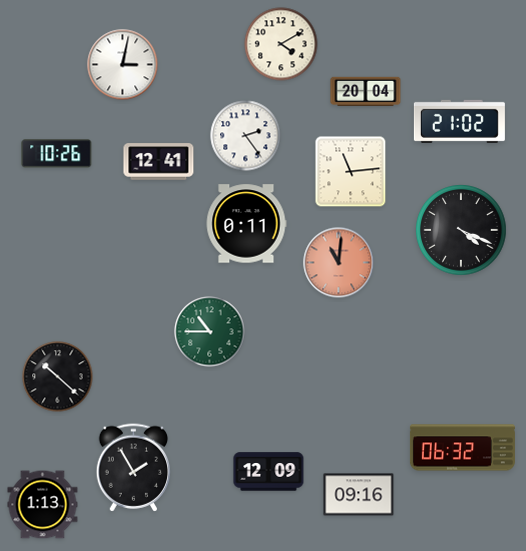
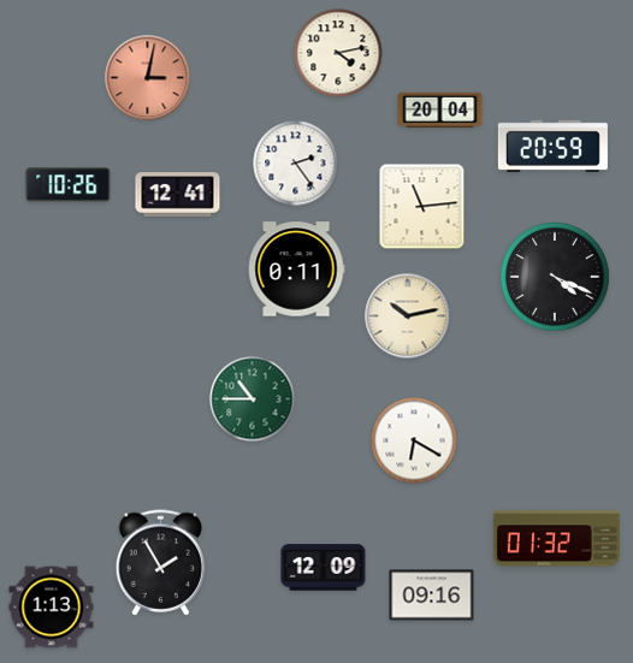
clock at (281, 44): 4:10 -> 4:13
clock at (123, 65) dial: white -> salmon
clock at (459, 121): 21:02 -> 20:59
clock at (159, 162) position: (159, 162) -> (178, 195)
clock at (339, 263): 11:01 -> 10:13
clock at (339, 263) dial: salmon -> cream
clock at (414, 440): none -> 6:20
clock at (58, 377): 10:22 -> none
clock at (462, 448): 06:32 -> 01:32
